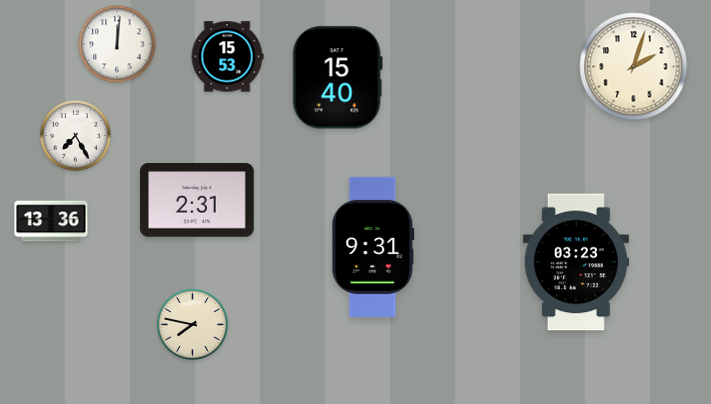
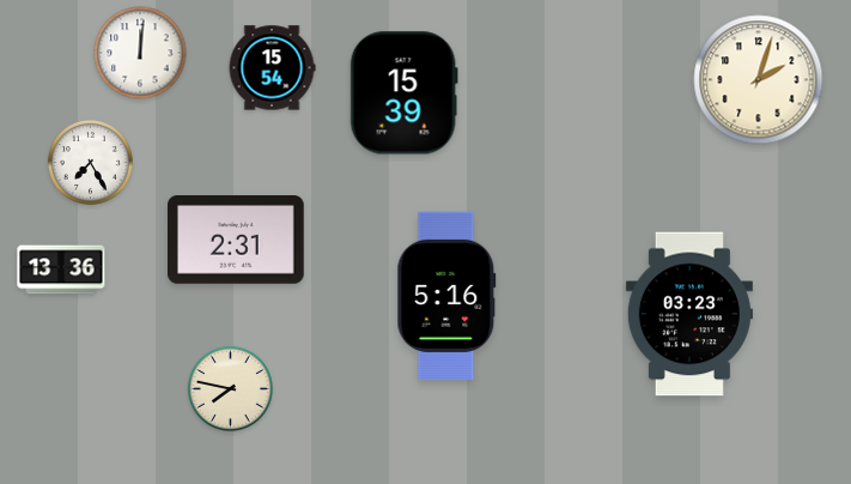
clock at (227, 57): 15:53 -> 15:54
clock at (337, 78): 15:40 -> 15:39
clock at (51, 221) position: (51, 221) -> (61, 270)
clock at (373, 247): 9:31 -> 5:16
